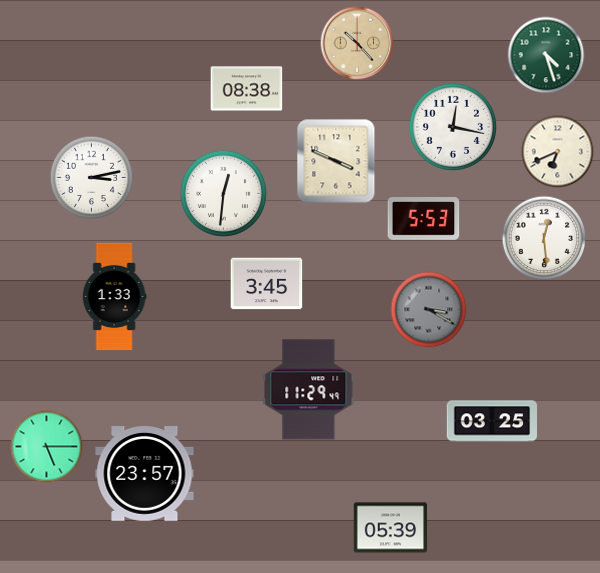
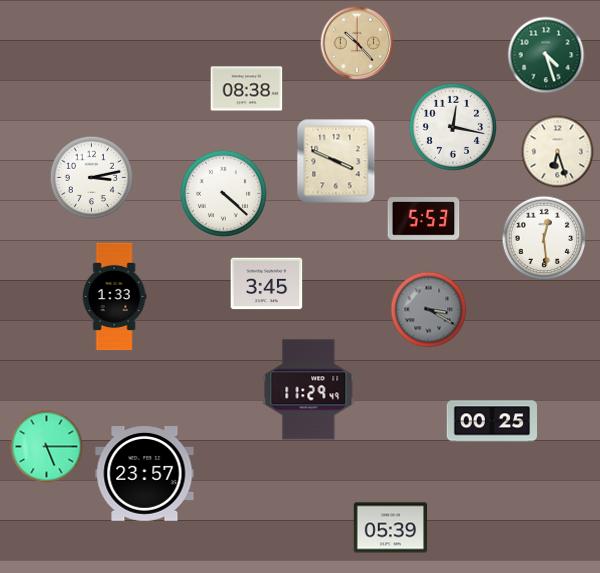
clock at (558, 152): 6:41 -> 6:27
clock at (223, 193): 12:31 -> 4:22
clock at (492, 421): 03:25 -> 00:25
